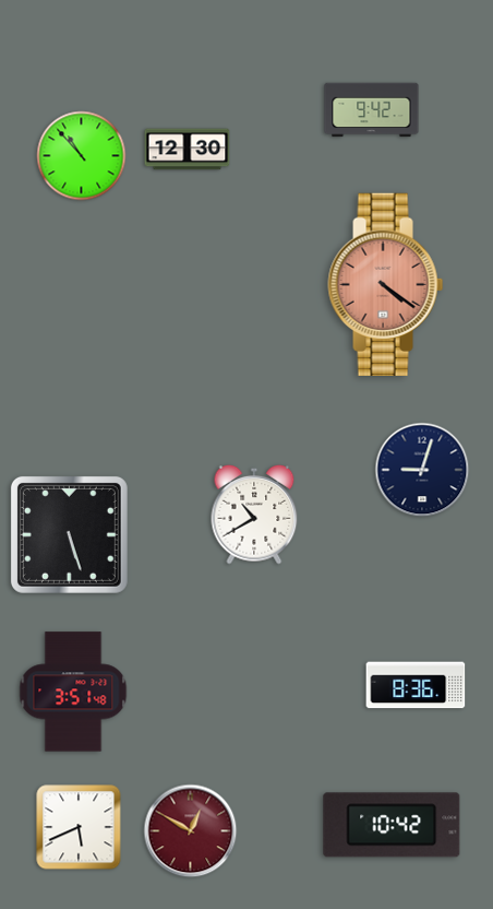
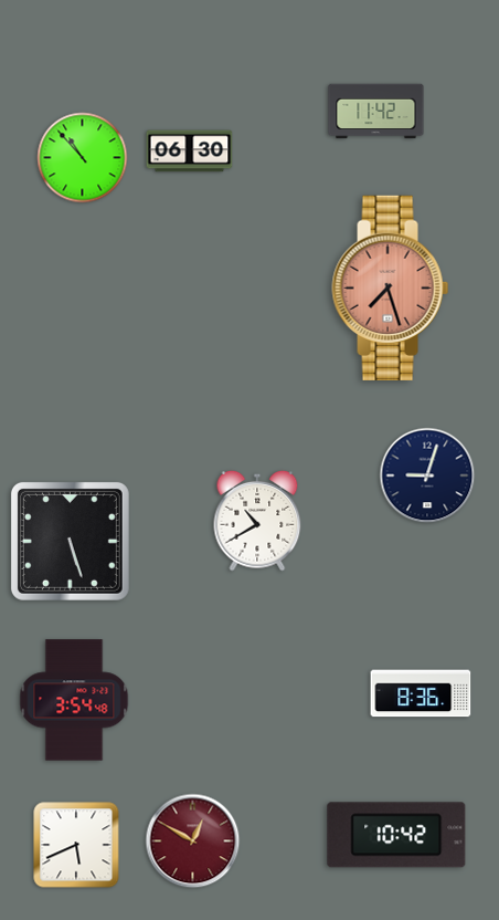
clock at (372, 110): 9:42 -> 11:42
clock at (188, 150): 12:30 -> 06:30
clock at (386, 284): 4:21 -> 7:27
clock at (73, 692): 3:51 -> 3:54
clock at (79, 827) position: (79, 827) -> (76, 845)
